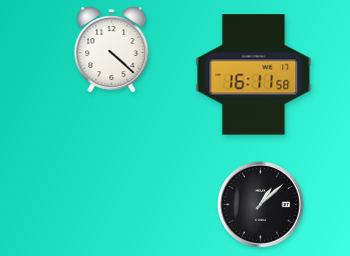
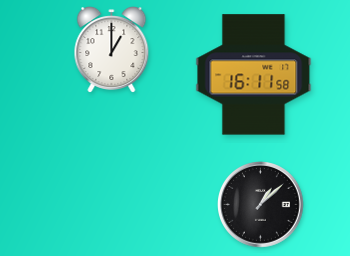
clock at (112, 50): 4:22 -> 1:00
